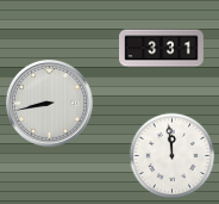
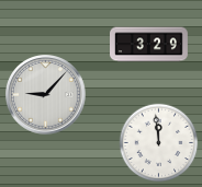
clock at (162, 49): 3:31 -> 3:29
clock at (50, 104): 8:43 -> 9:07
